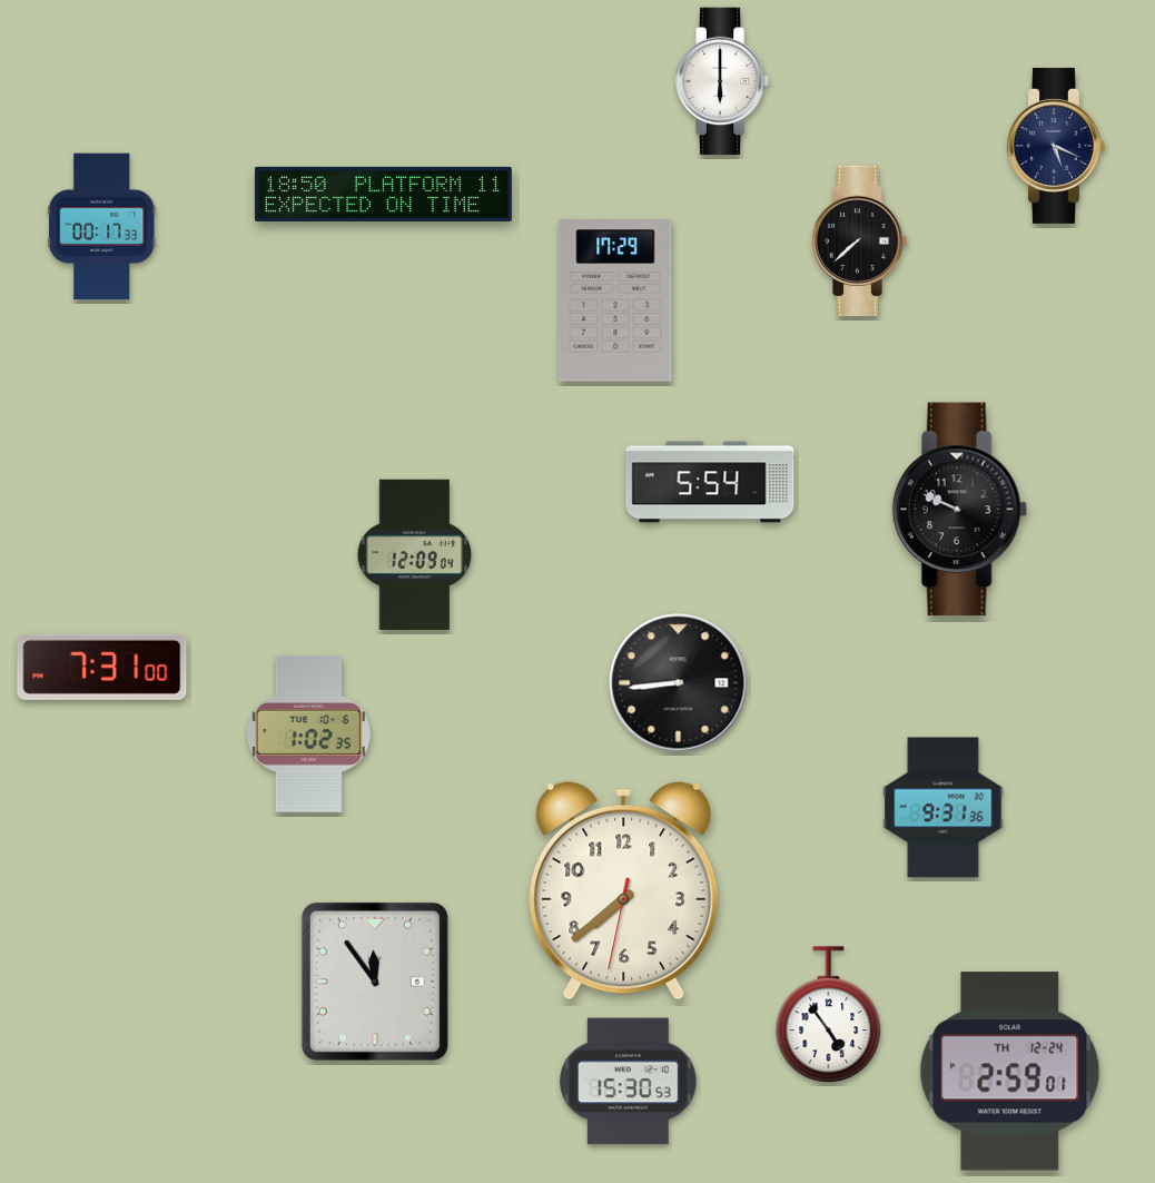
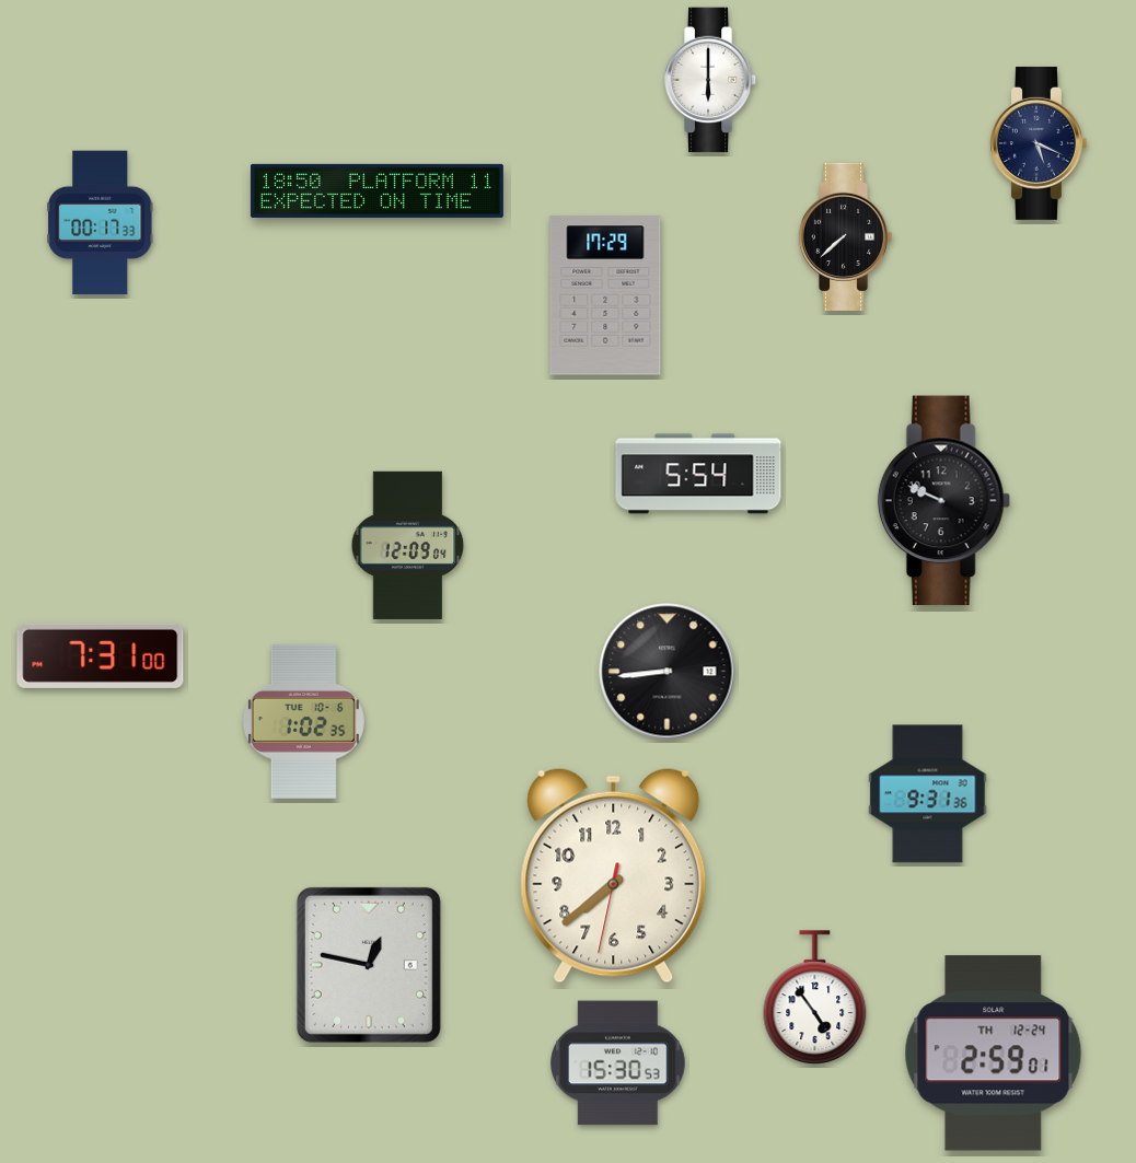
clock at (375, 982): 11:54 -> 12:47
